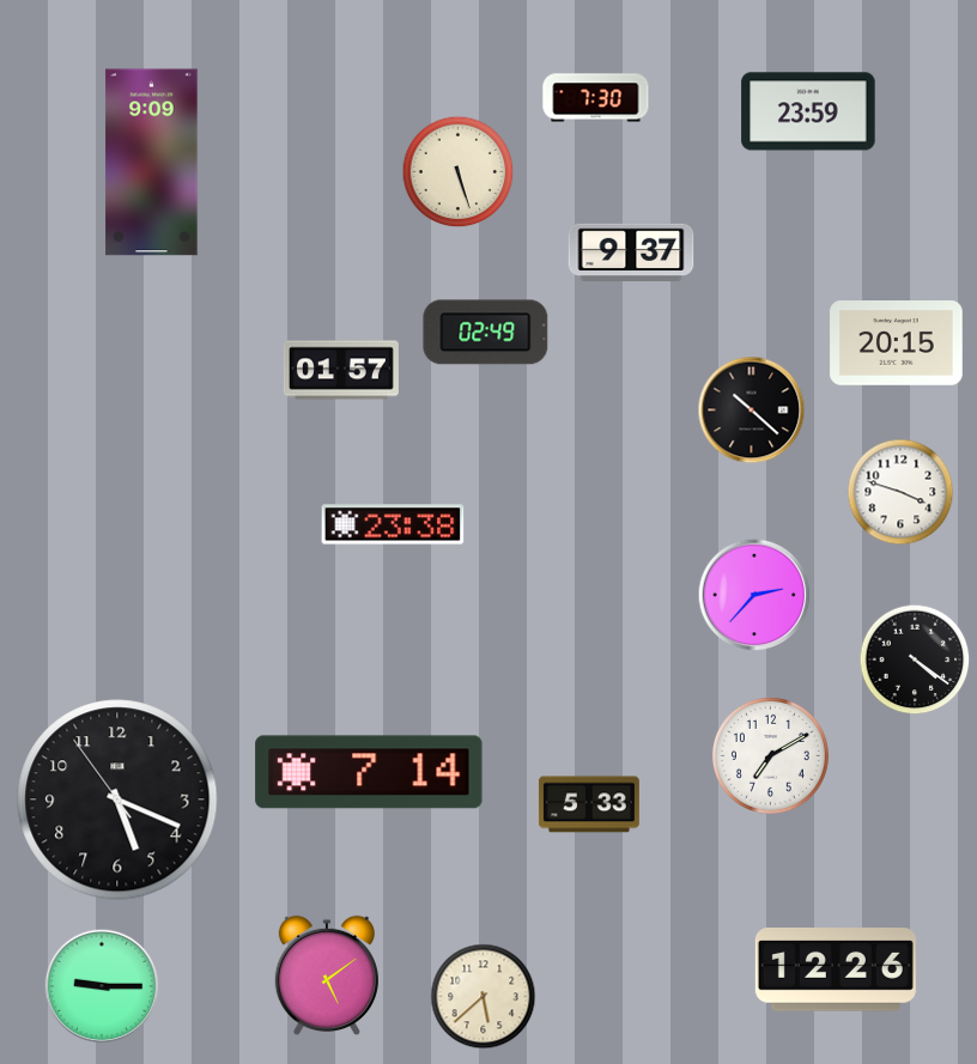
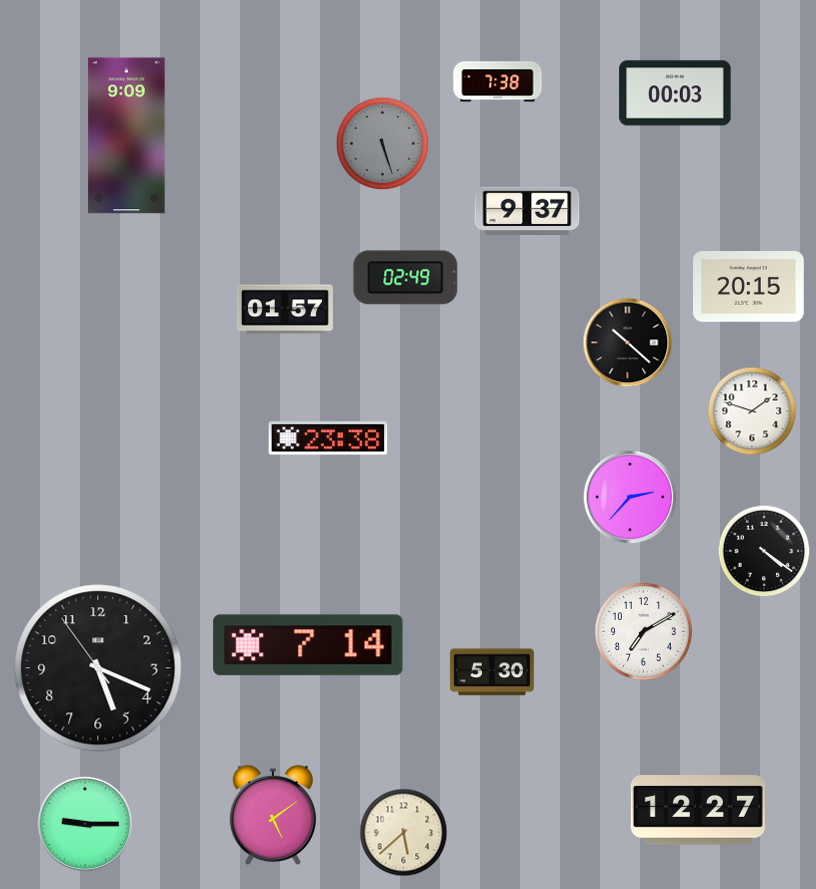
clock at (596, 98): 7:30 -> 7:38
clock at (808, 111): 23:59 -> 00:03
clock at (459, 172) dial: cream -> grey
clock at (900, 492): 3:48 -> 1:48
clock at (589, 804): 5:33 -> 5:30
clock at (836, 969): 12:26 -> 12:27
